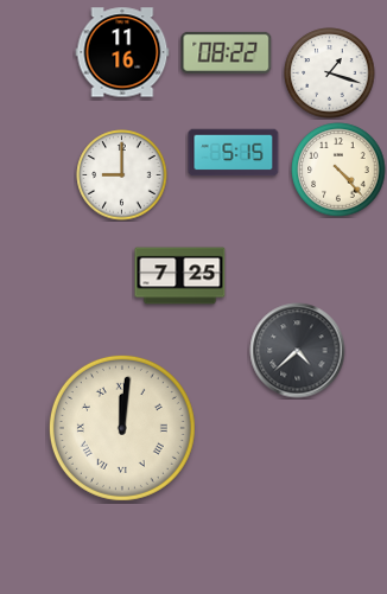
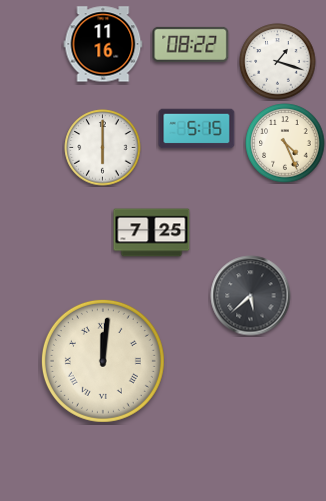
clock at (338, 170): 4:23 -> 4:26
clock at (122, 175): 9:00 -> 6:00
clock at (298, 351): 4:38 -> 5:38
